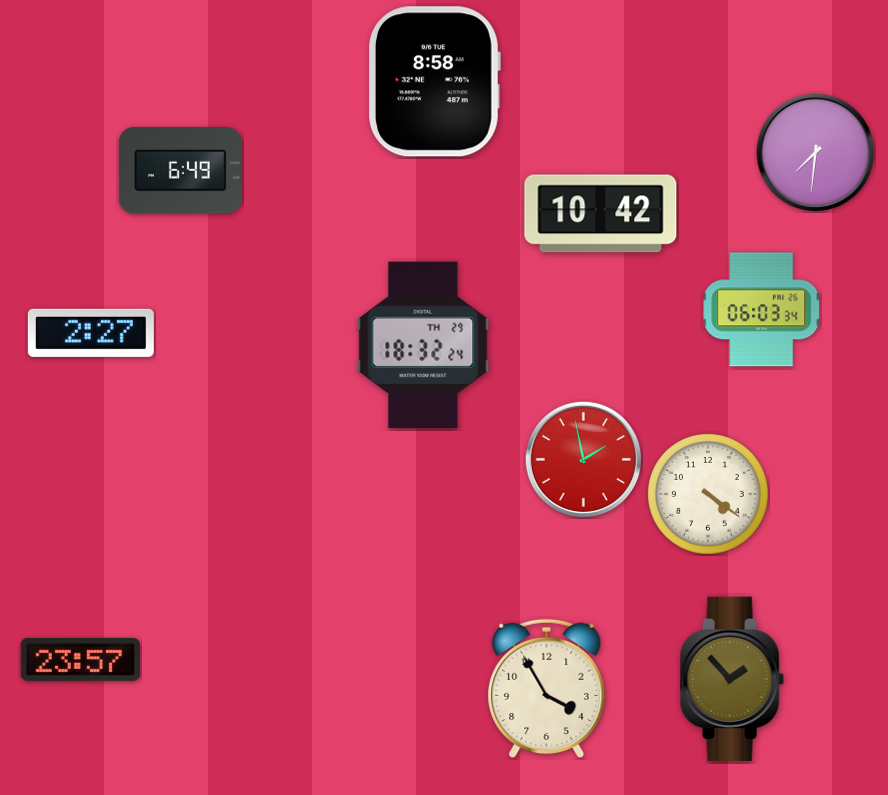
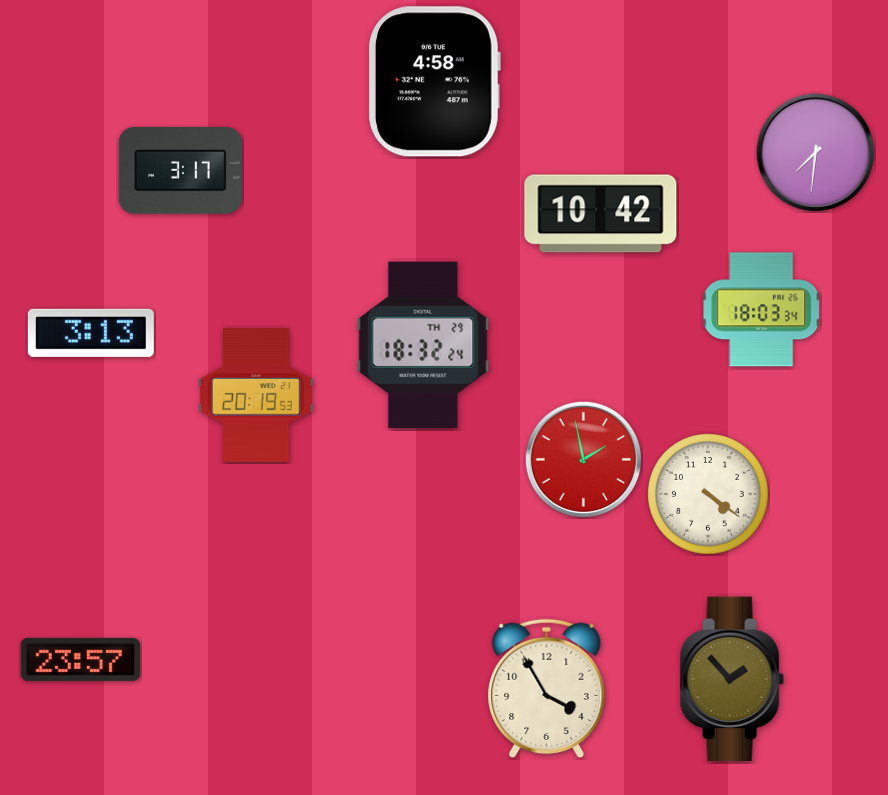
clock at (434, 82): 8:58 -> 4:58
clock at (180, 171): 6:49 -> 3:17
clock at (762, 310): 06:03 -> 18:03
clock at (91, 333): 2:27 -> 3:13
clock at (257, 395): none -> 20:19
